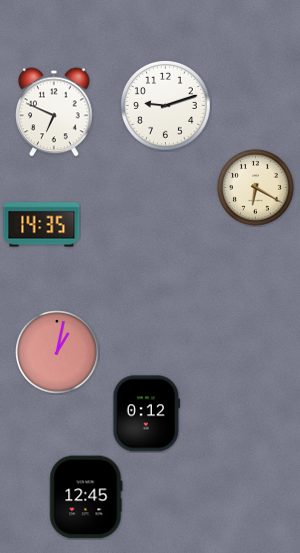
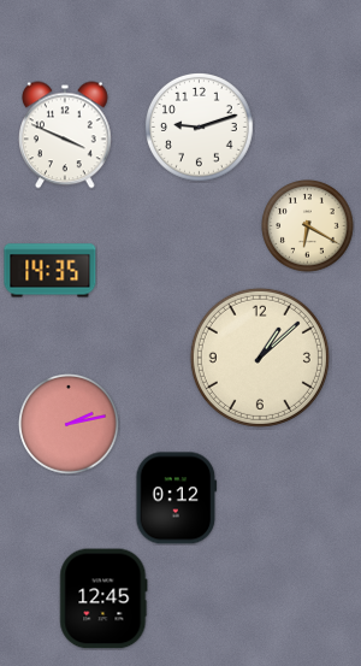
clock at (55, 112): 6:49 -> 3:49
clock at (260, 358): none -> 1:08
clock at (57, 352): 1:02 -> 2:13
